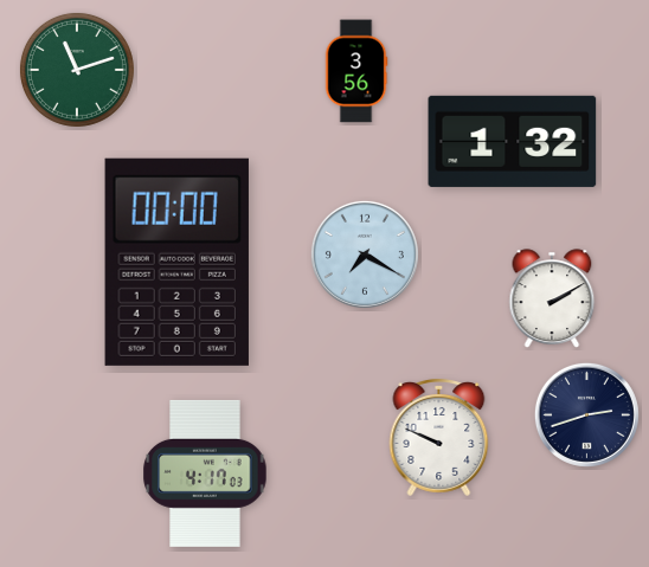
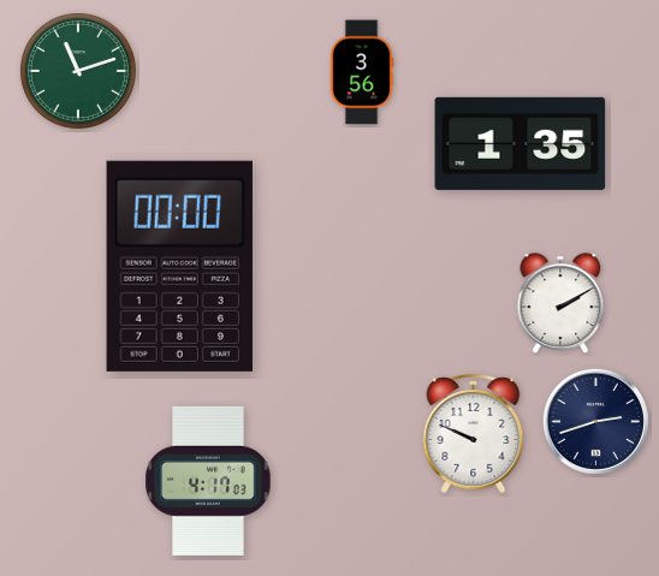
clock at (513, 141): 1:32 -> 1:35
clock at (365, 254): 7:20 -> none
clock at (439, 438) position: (439, 438) -> (474, 434)
